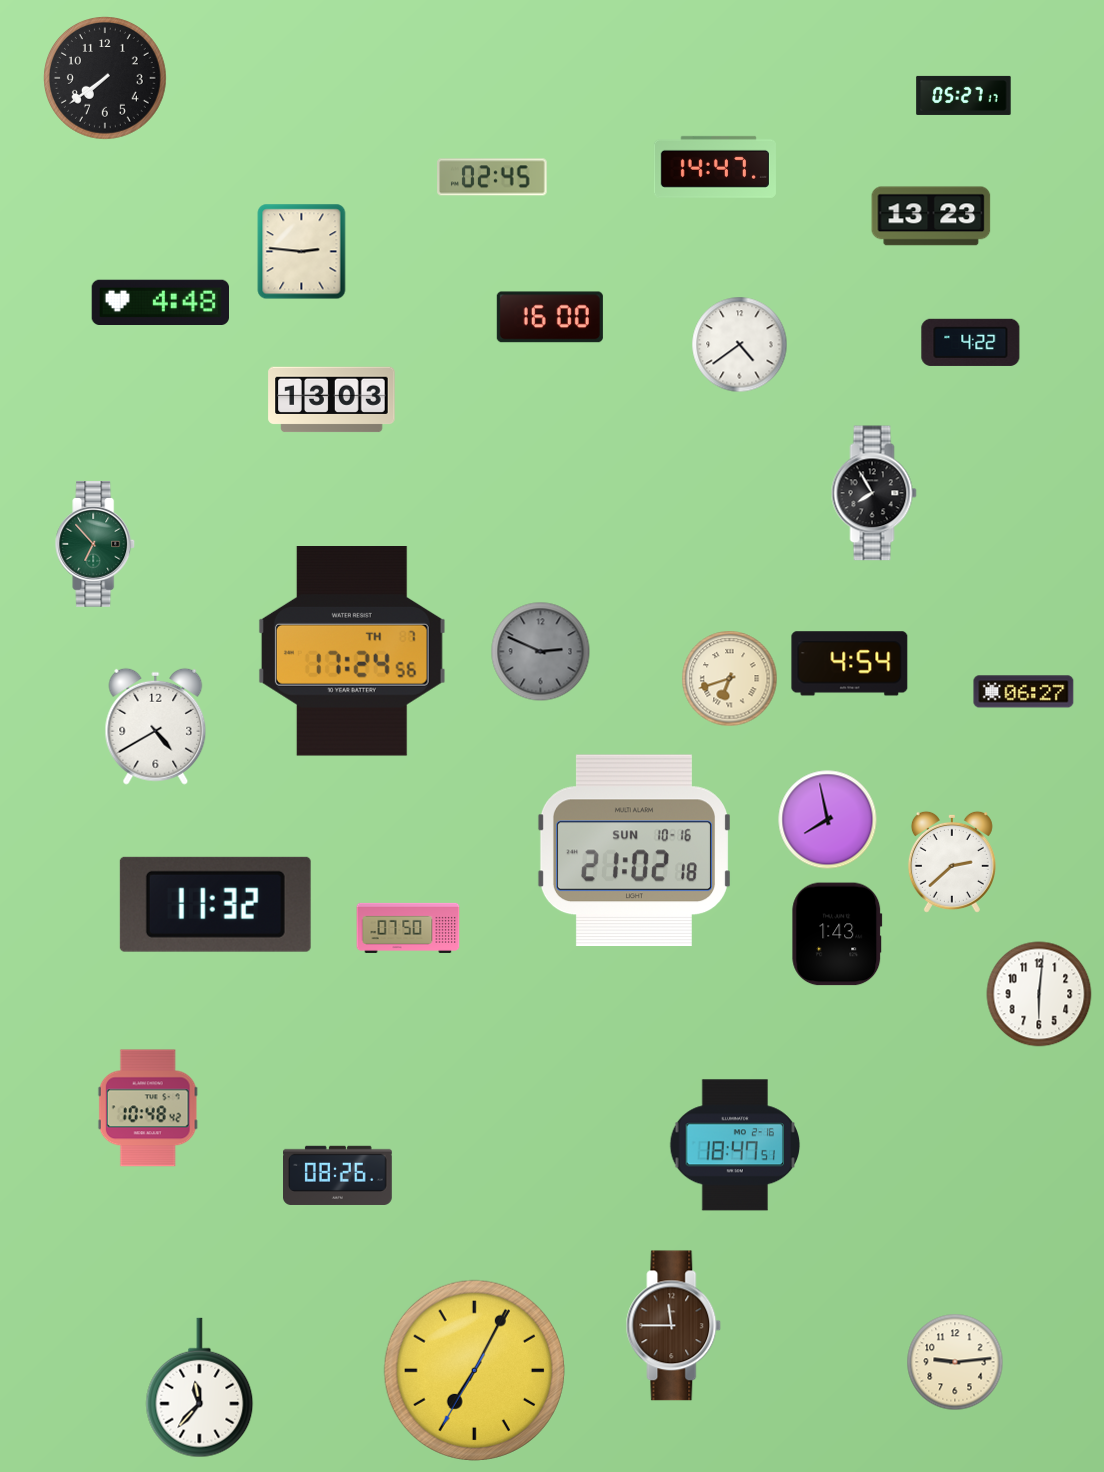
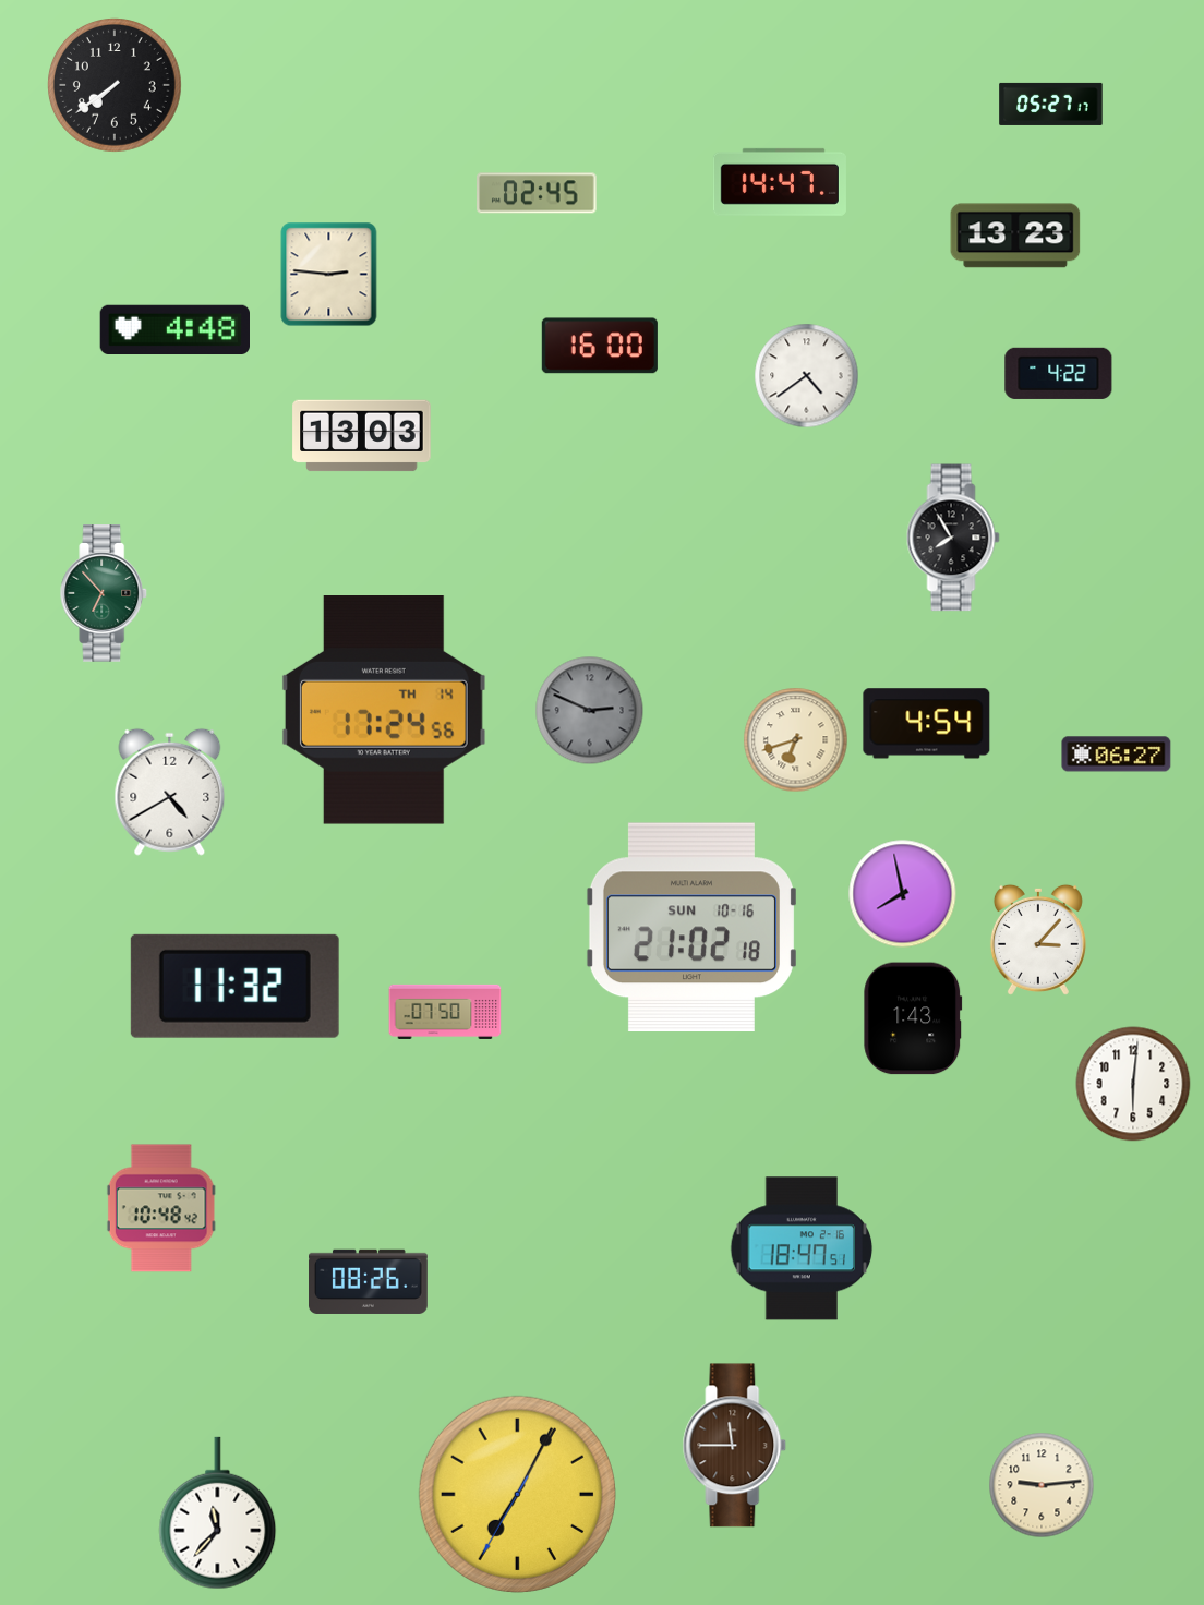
clock at (352, 652) date: TH 7 -> TH 14
clock at (952, 862): 2:38 -> 3:07
